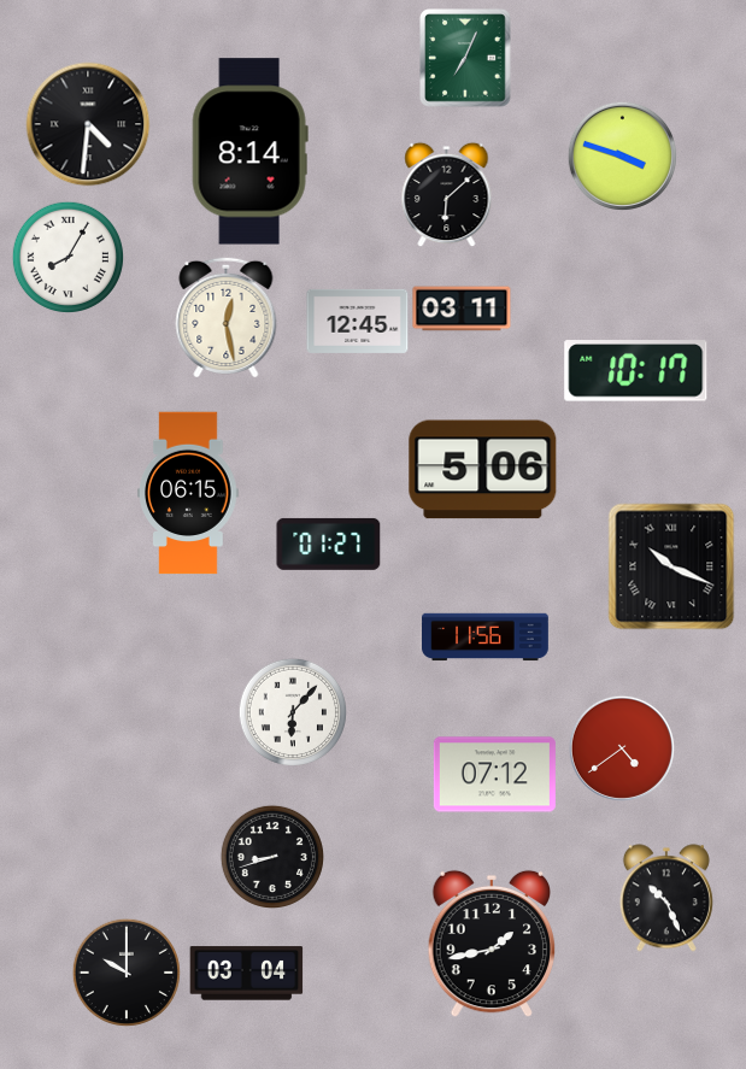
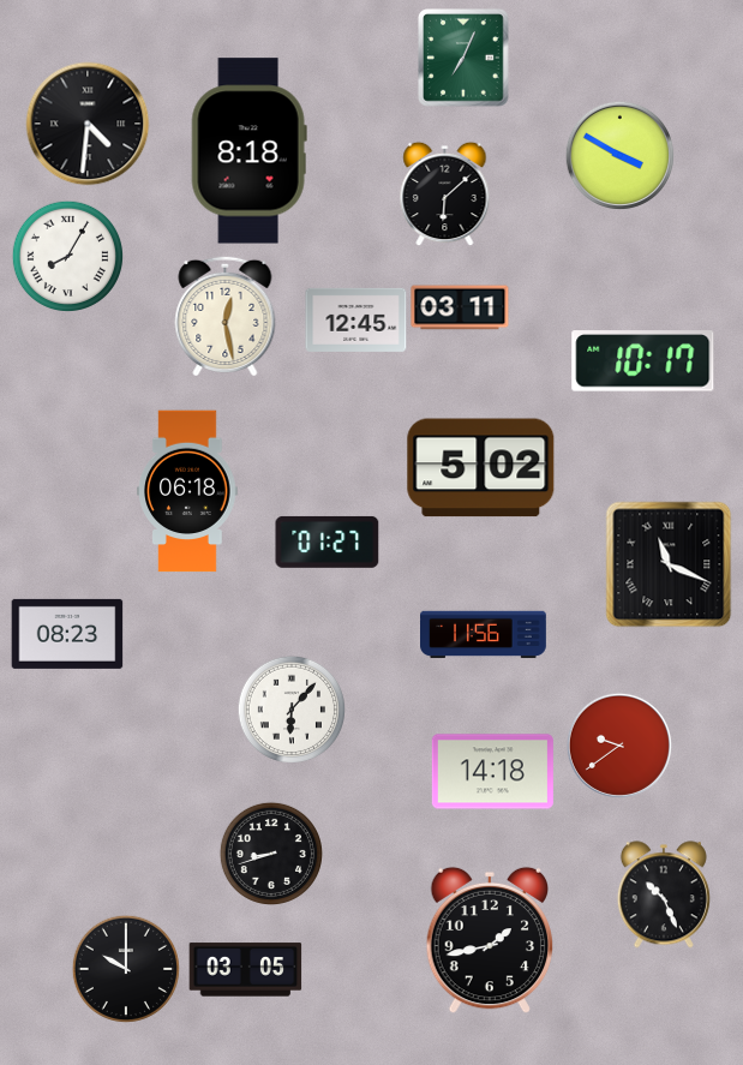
clock at (249, 152): 8:14 -> 8:18
clock at (622, 155): 3:48 -> 3:50
clock at (636, 371) position: (636, 371) -> (643, 361)
clock at (483, 470): 5:06 -> 5:02
clock at (188, 493): 06:15 -> 06:18
clock at (671, 566): 10:19 -> 11:19
clock at (67, 634): none -> 08:23
clock at (622, 748): 4:39 -> 9:39
clock at (494, 775): 07:12 -> 14:18
clock at (247, 974): 03:04 -> 03:05
